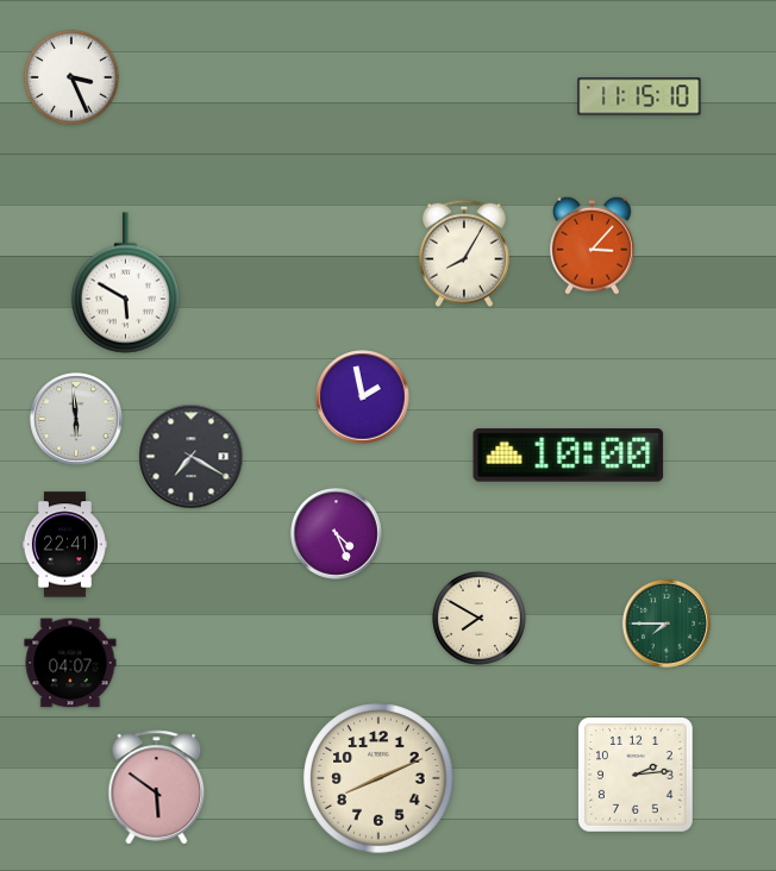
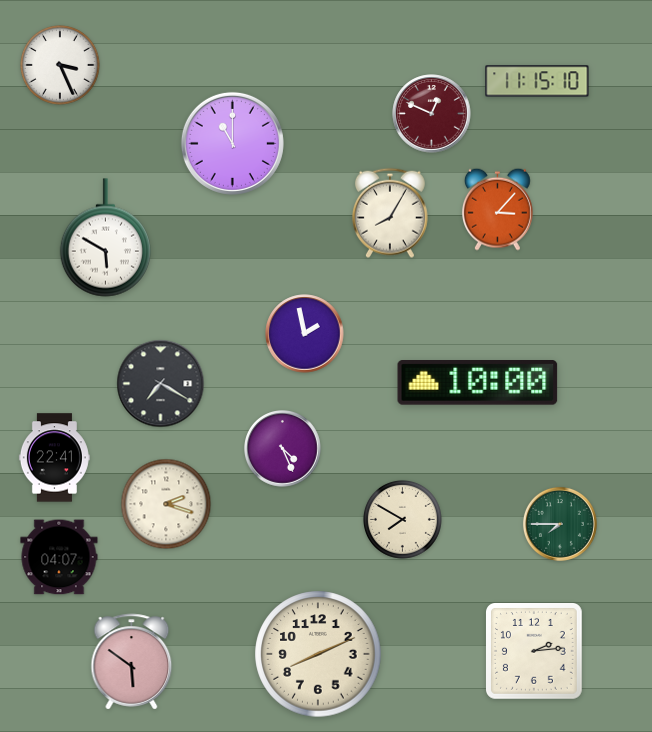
clock at (432, 114): none -> 12:49
clock at (232, 143): none -> 11:00
clock at (592, 245) position: (592, 245) -> (497, 209)
clock at (76, 419): 5:59 -> none
clock at (166, 504): none -> 2:18
